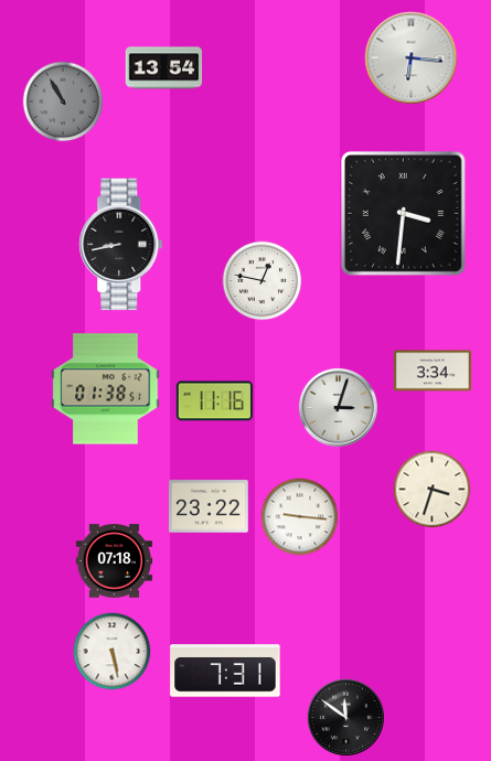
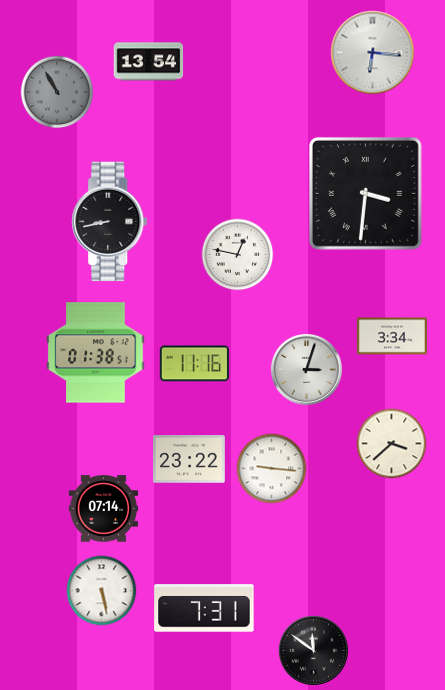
clock at (433, 490): 3:33 -> 3:38
clock at (115, 561): 07:18 -> 07:14
